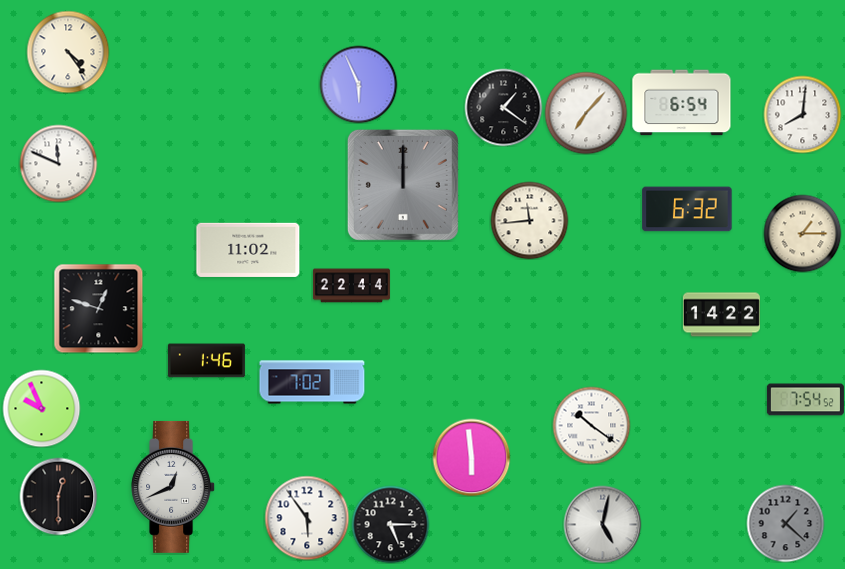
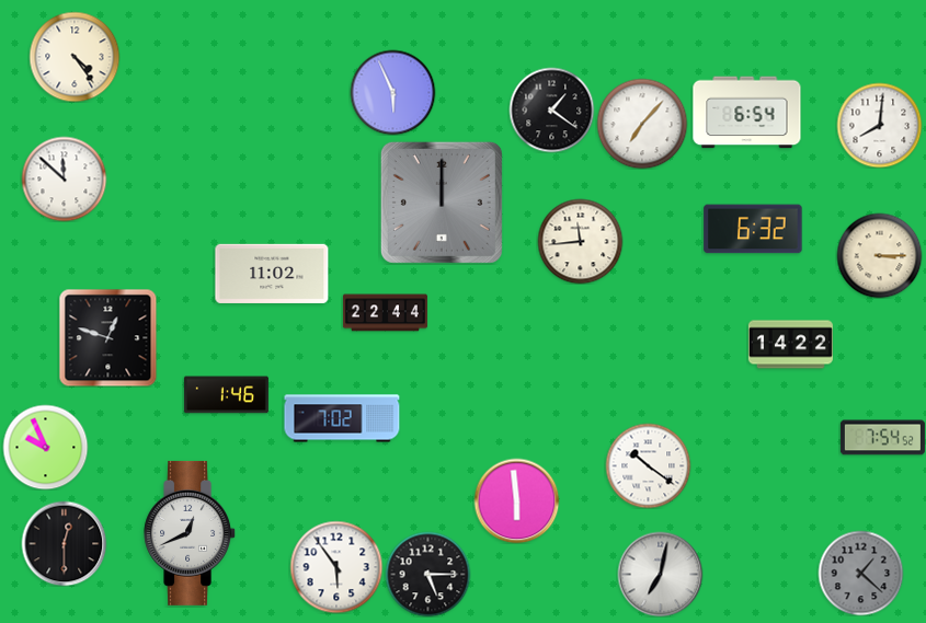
clock at (503, 107) position: (503, 107) -> (551, 109)
clock at (58, 163): 11:49 -> 11:52
clock at (802, 233): 1:15 -> 3:15
clock at (602, 524): 5:02 -> 7:02
